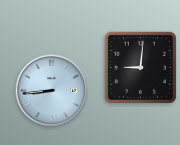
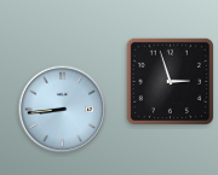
clock at (140, 67): 9:01 -> 2:57
